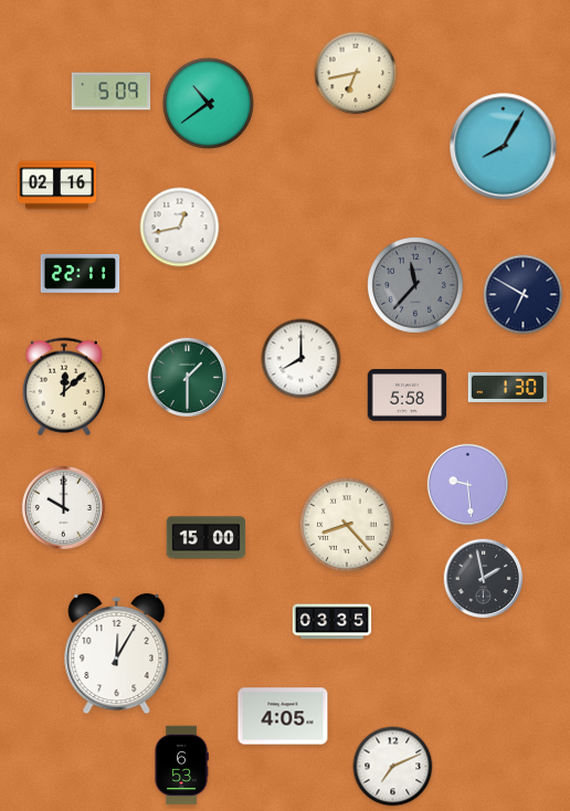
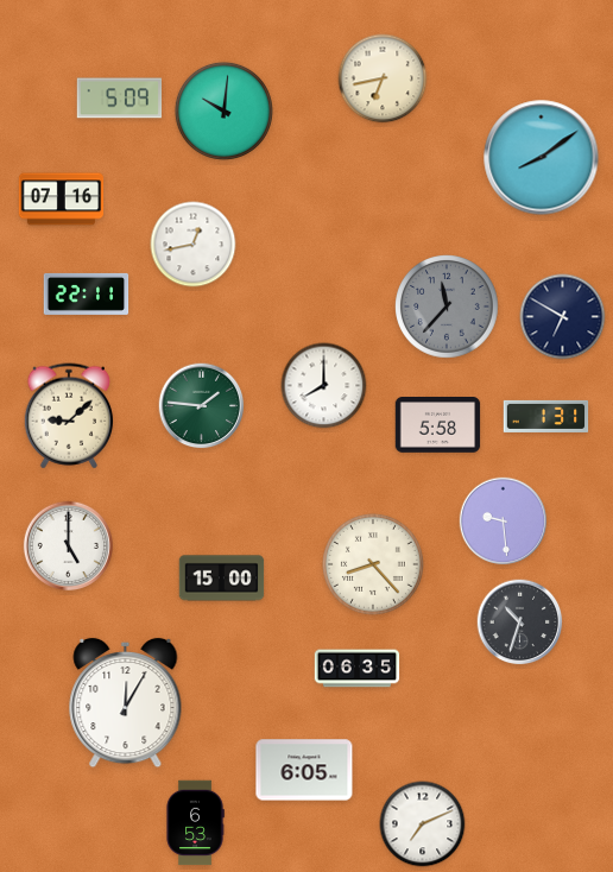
clock at (208, 103): 10:39 -> 10:01
clock at (504, 147): 8:05 -> 8:09
clock at (57, 186): 02:16 -> 07:16
clock at (188, 378): 1:30 -> 1:46
clock at (63, 387): 12:08 -> 9:08
clock at (508, 387): 1:30 -> 1:31
clock at (63, 507): 10:00 -> 5:00
clock at (484, 579): 1:58 -> 10:33
clock at (332, 622): 03:35 -> 06:35
clock at (283, 716): 4:05 -> 6:05
